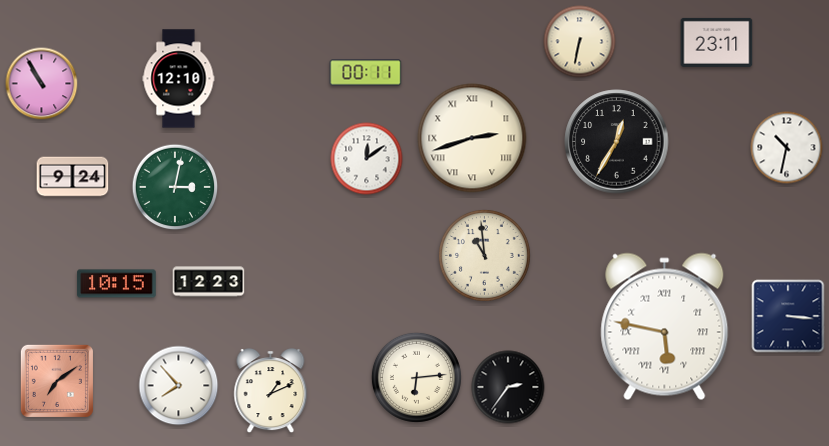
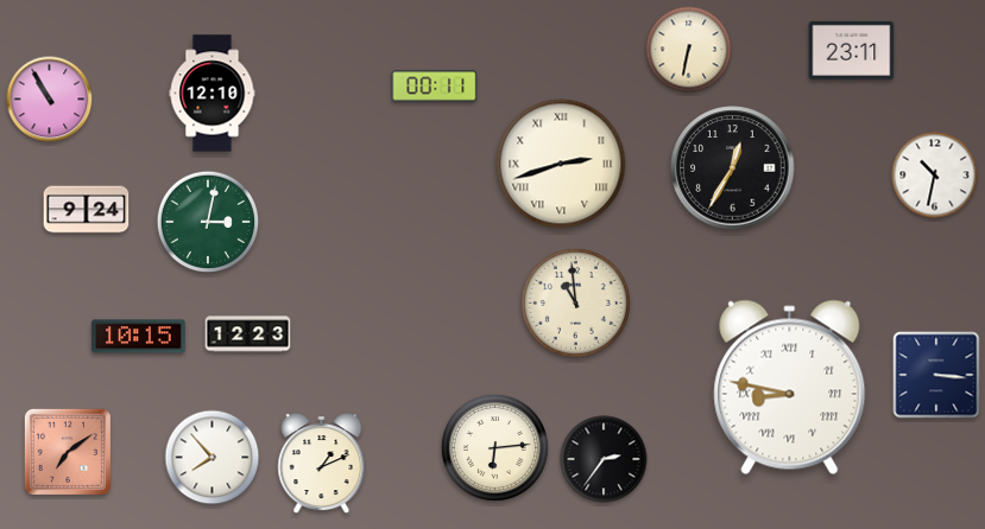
clock at (367, 159): 12:09 -> none
clock at (665, 327): 5:47 -> 8:47
